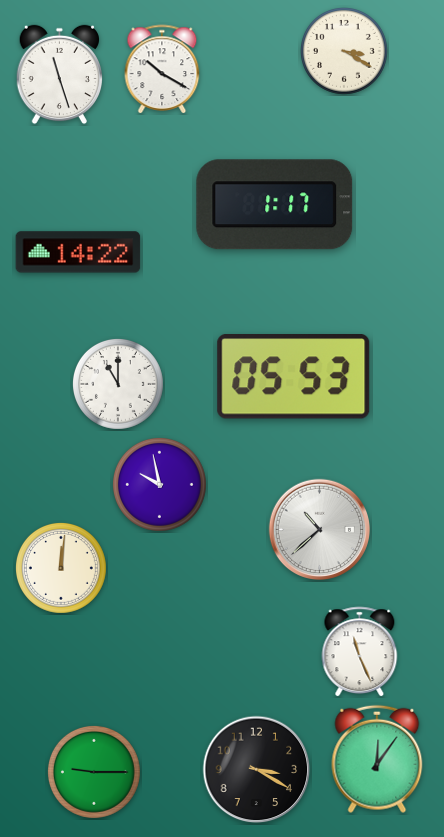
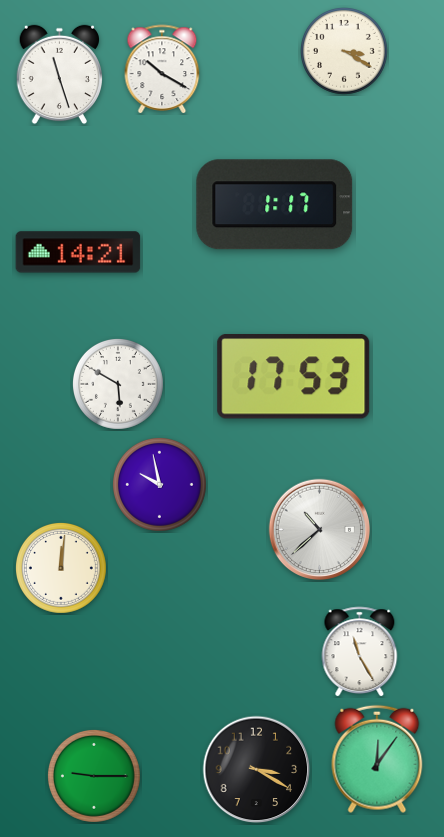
clock at (78, 252): 14:22 -> 14:21
clock at (294, 376): 05:53 -> 17:53
clock at (118, 384): 11:00 -> 5:50
clock at (360, 652): 11:26 -> 11:25
clock at (94, 772) position: (94, 772) -> (94, 776)
